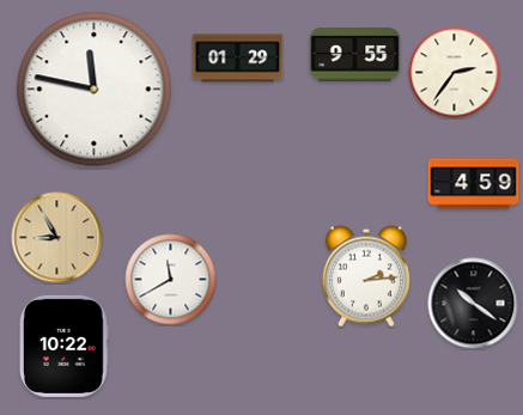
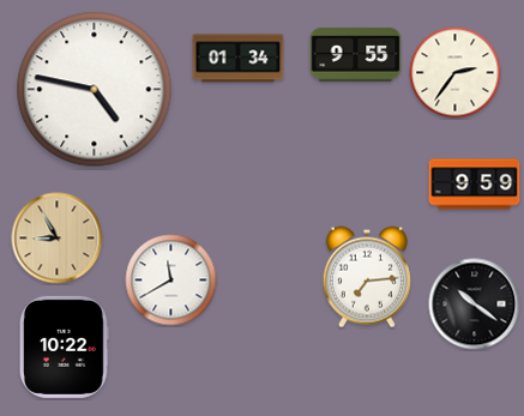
clock at (238, 59): 01:29 -> 01:34
clock at (95, 90): 11:47 -> 4:47
clock at (474, 184): 4:59 -> 9:59
clock at (366, 276): 2:14 -> 7:14
